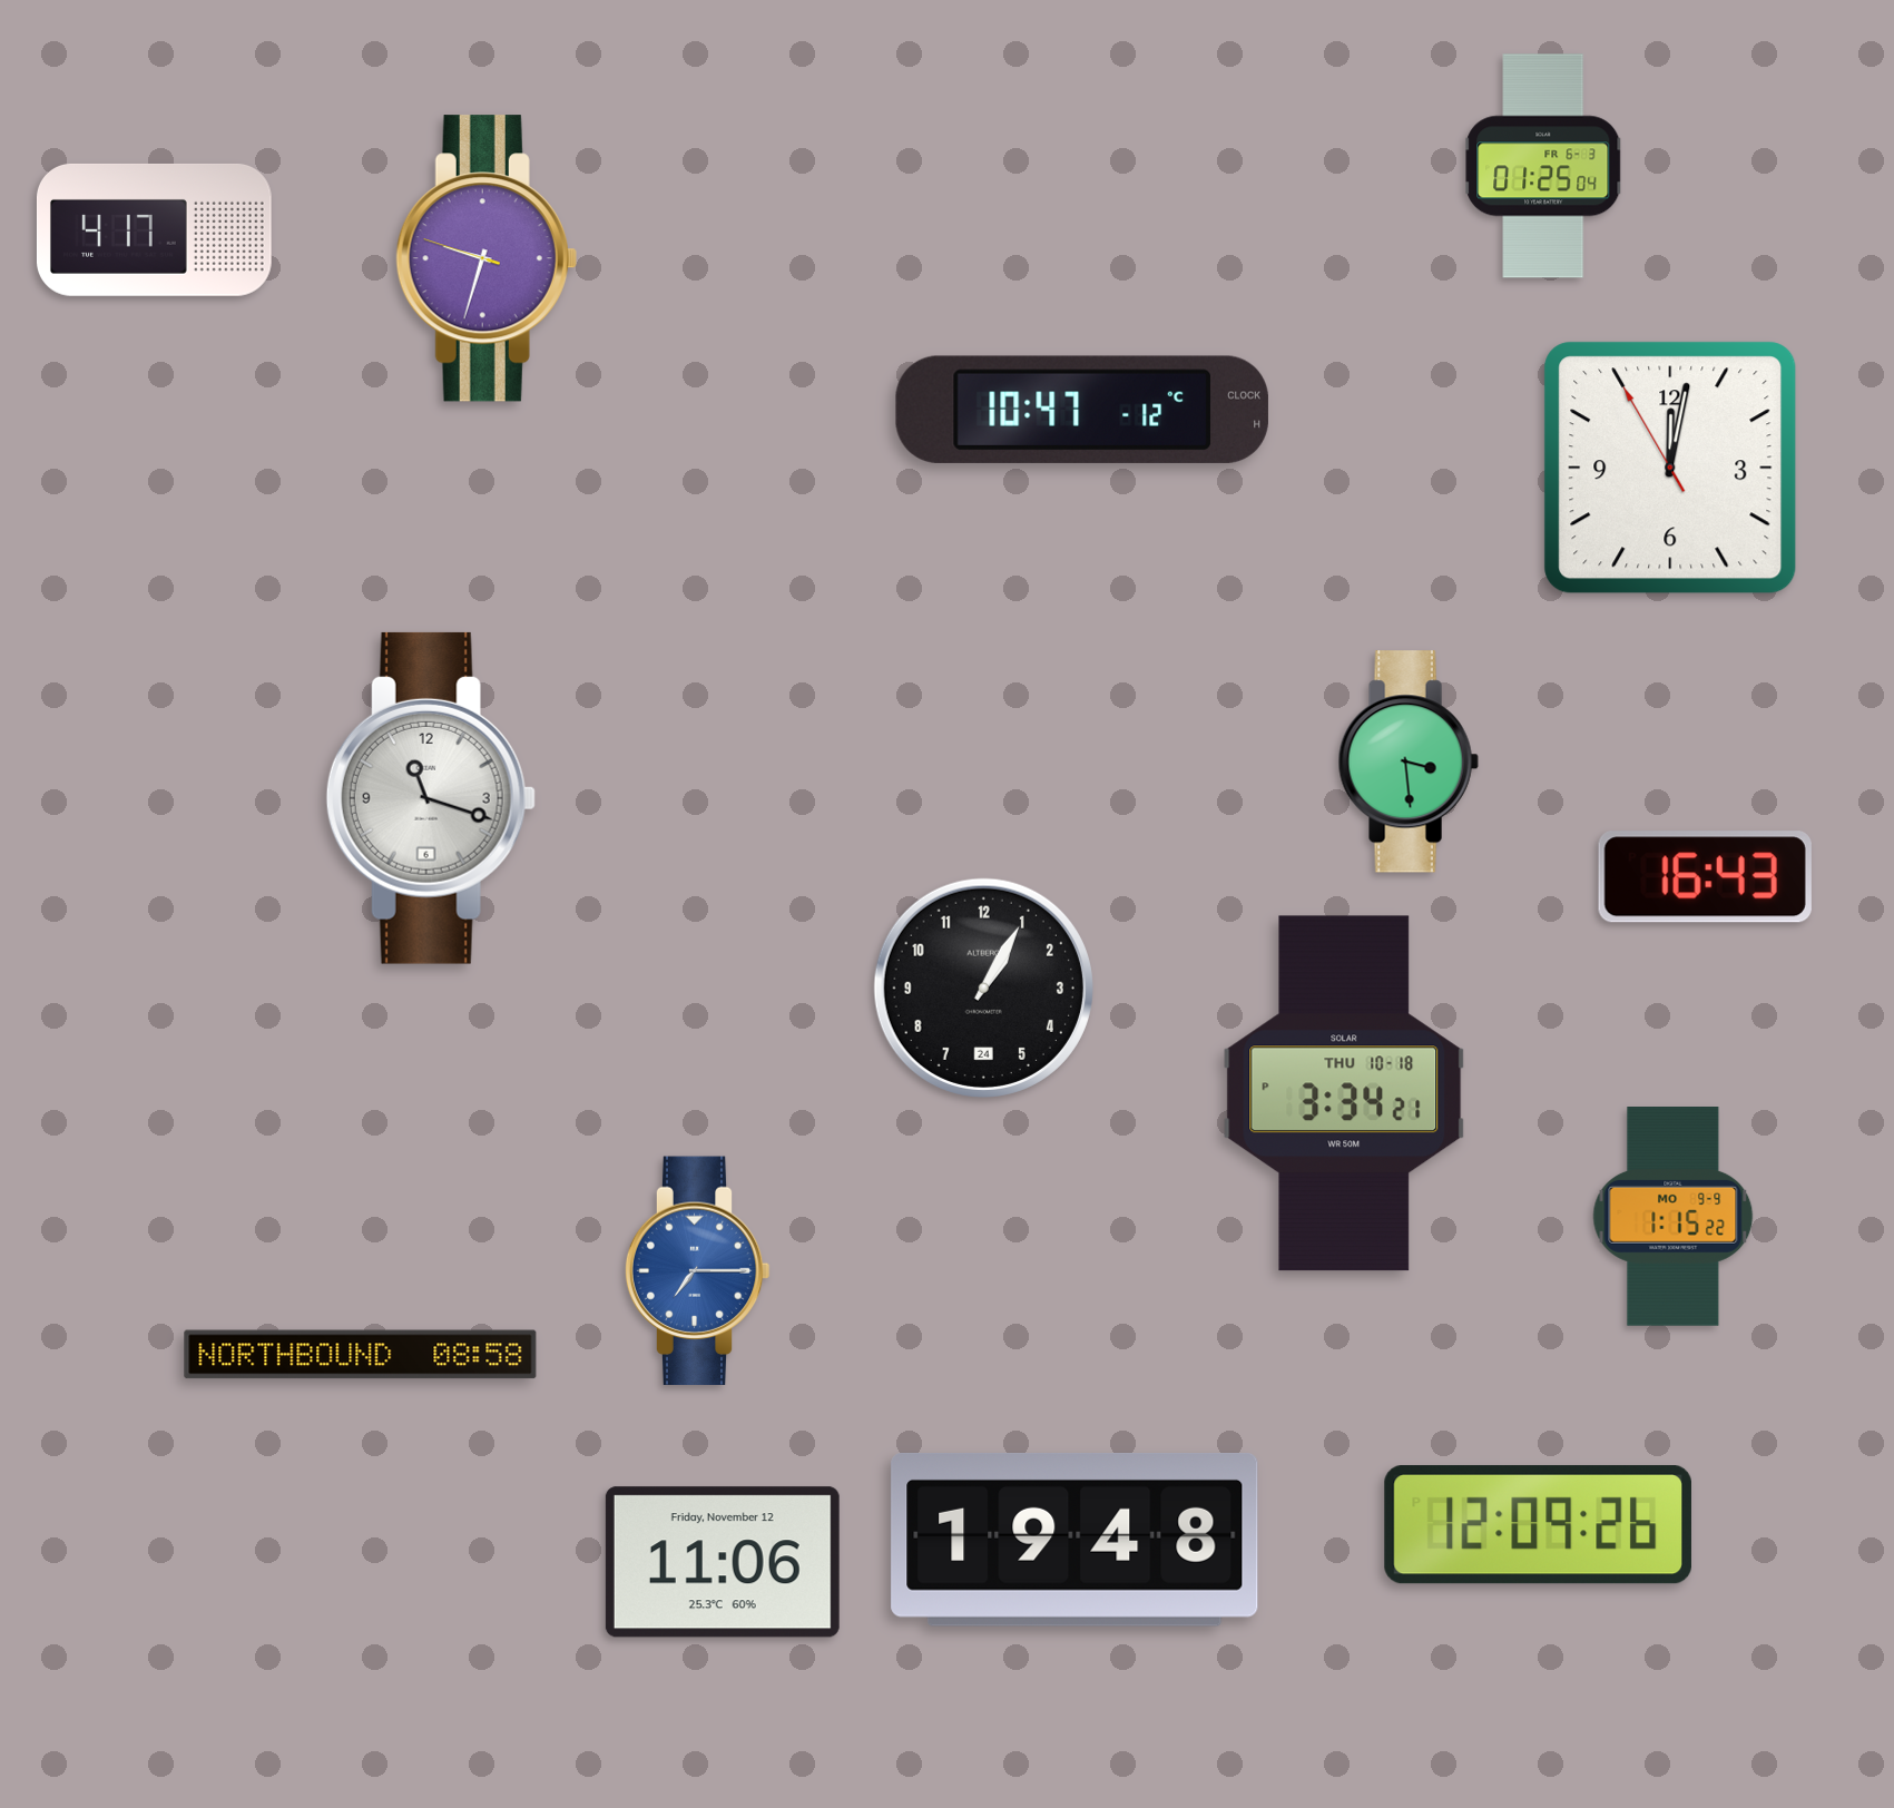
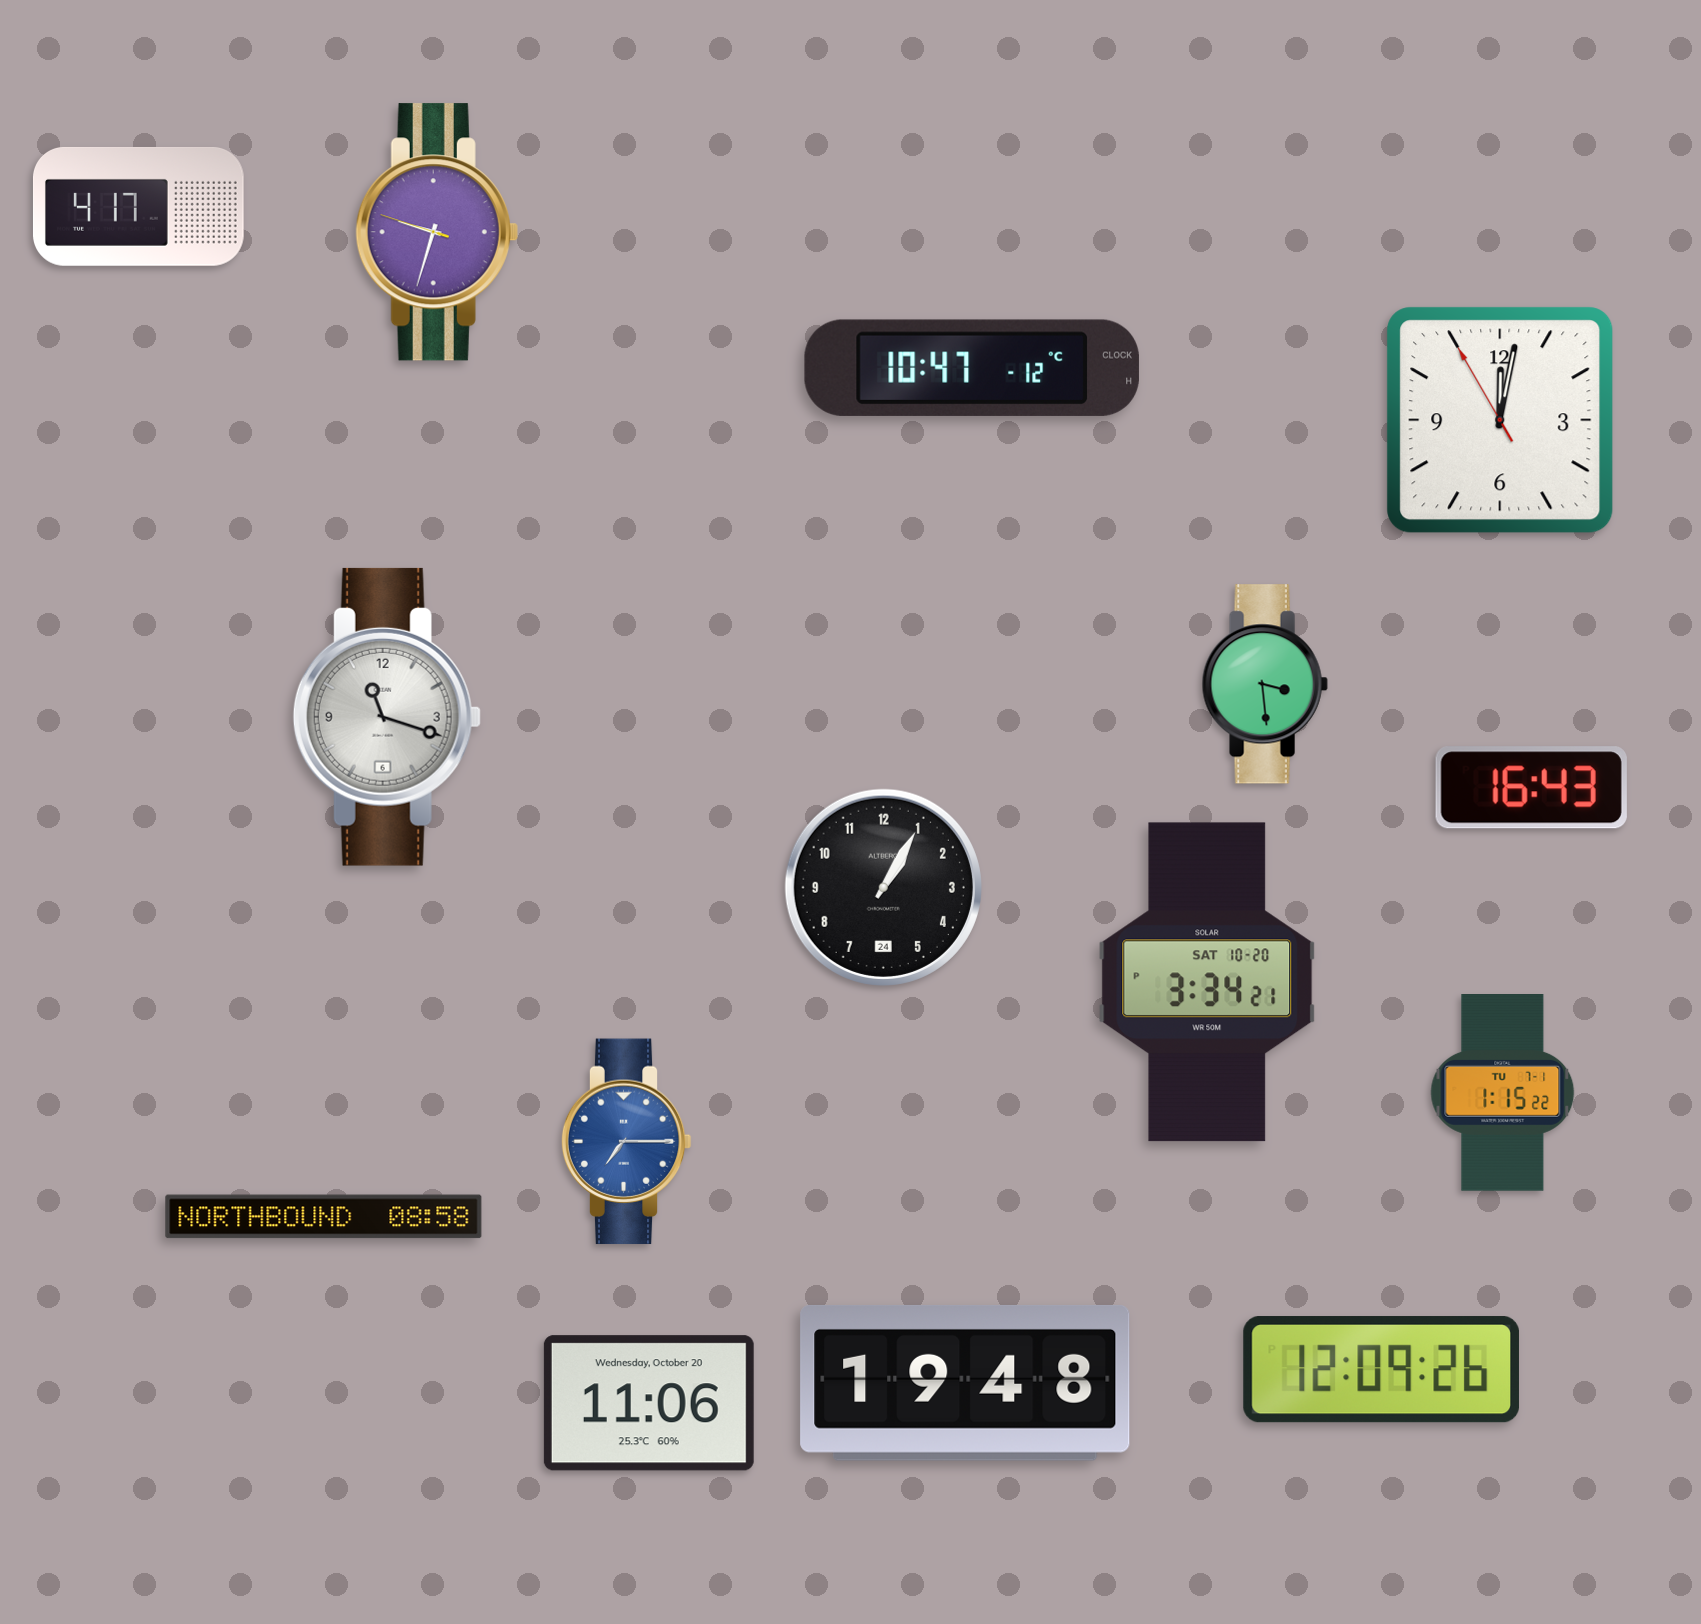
clock at (1543, 166): 01:25 -> none
clock at (1344, 1093) date: THU 10-18 -> SAT 10-20
clock at (1674, 1217) date: MO 9-9 -> TU 7-1
clock at (723, 1562) date: Friday, November 12 -> Wednesday, October 20
